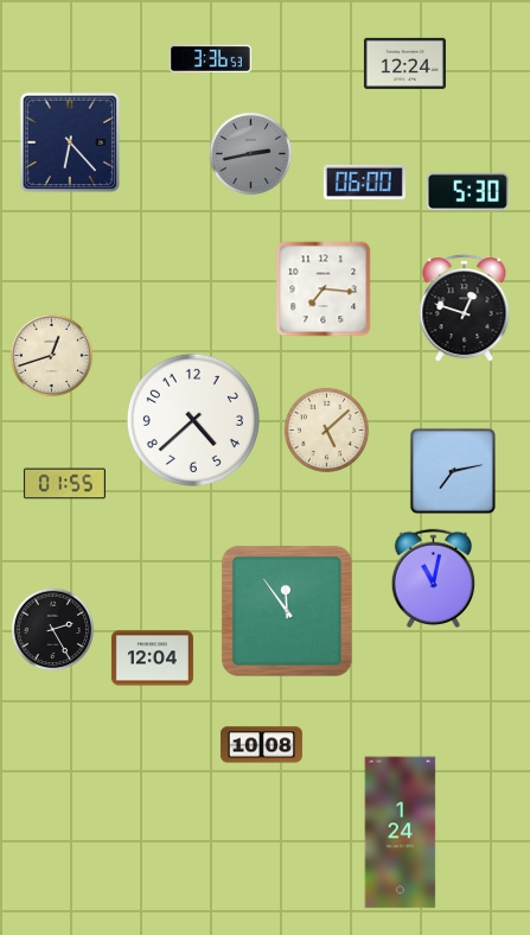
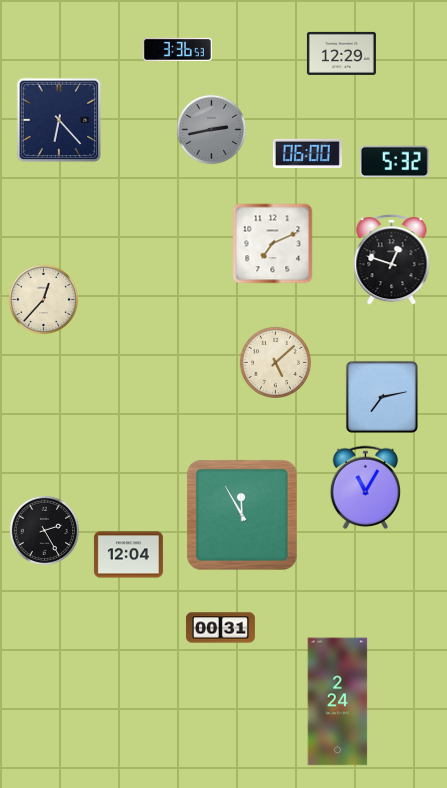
clock at (404, 63): 12:24 -> 12:29
clock at (467, 192): 5:30 -> 5:32
clock at (324, 290): 7:16 -> 7:11
clock at (52, 356): 12:42 -> 12:37
clock at (193, 420): 4:38 -> none
clock at (64, 484): 01:55 -> none
clock at (434, 578): 11:02 -> 11:05
clock at (287, 611): 11:54 -> 11:55
clock at (261, 745): 10:08 -> 00:31
clock at (401, 833): 1:24 -> 2:24
